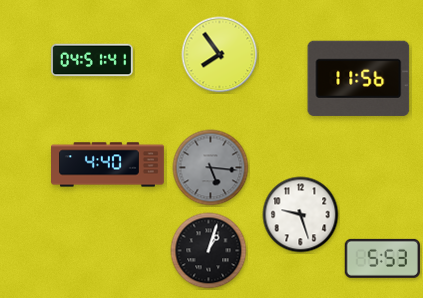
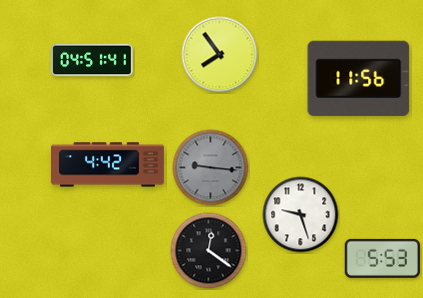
clock at (108, 165): 4:40 -> 4:42
clock at (211, 168): 5:16 -> 9:16
clock at (209, 251): 1:03 -> 12:21
